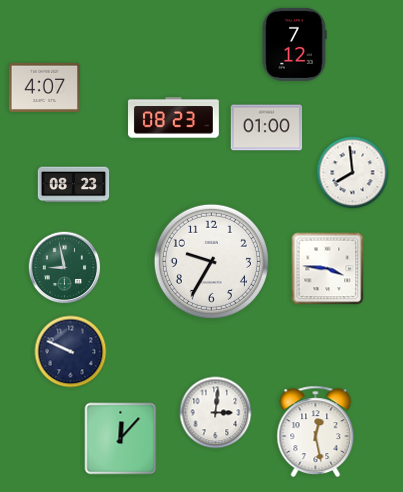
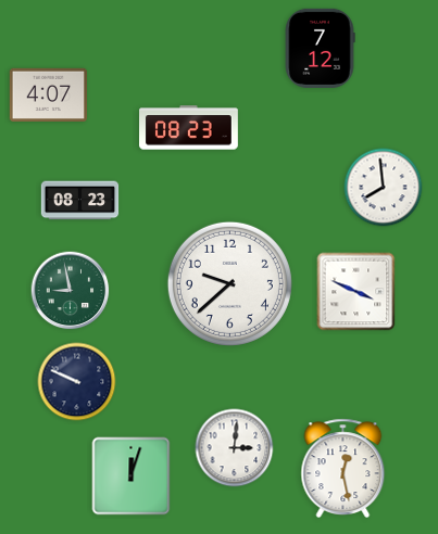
clock at (267, 128): 01:00 -> none
clock at (211, 261): 9:35 -> 9:38
clock at (328, 269): 3:46 -> 3:49
clock at (121, 439): 12:07 -> 12:03
